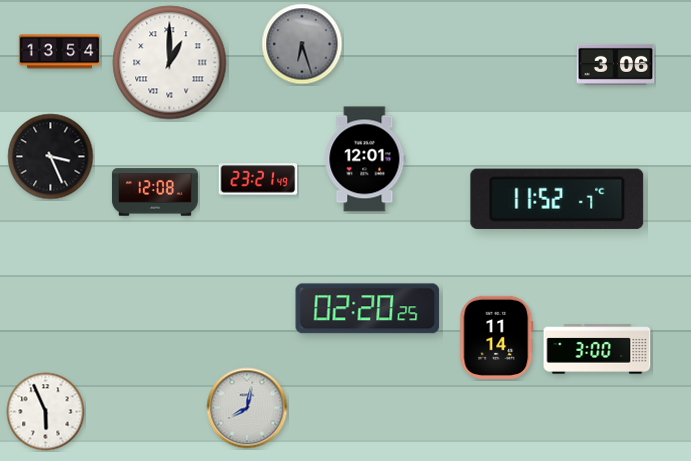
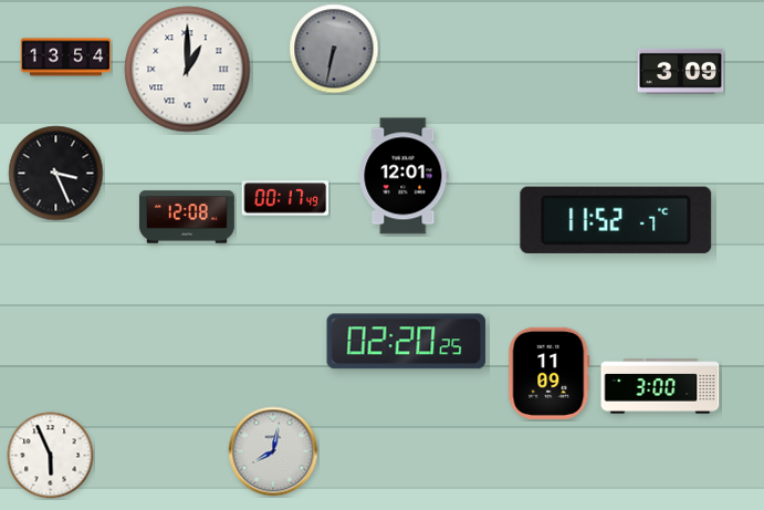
clock at (302, 44): 6:27 -> 6:32
clock at (616, 64): 3:06 -> 3:09
clock at (258, 179): 23:21 -> 00:17
clock at (155, 192) position: (155, 192) -> (187, 217)
clock at (497, 337): 11:14 -> 11:09
